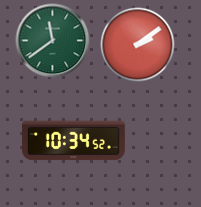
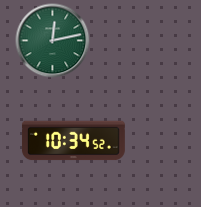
clock at (53, 41): 11:39 -> 12:13
clock at (138, 45): 2:09 -> none
